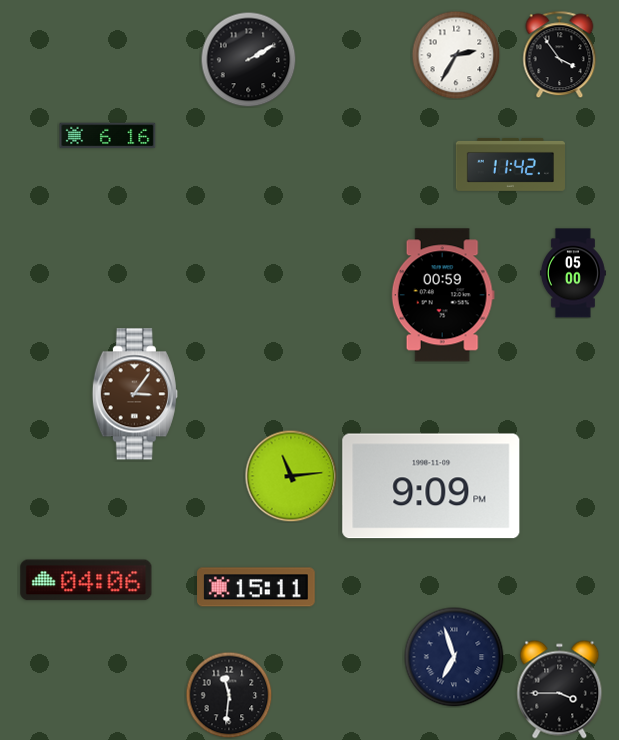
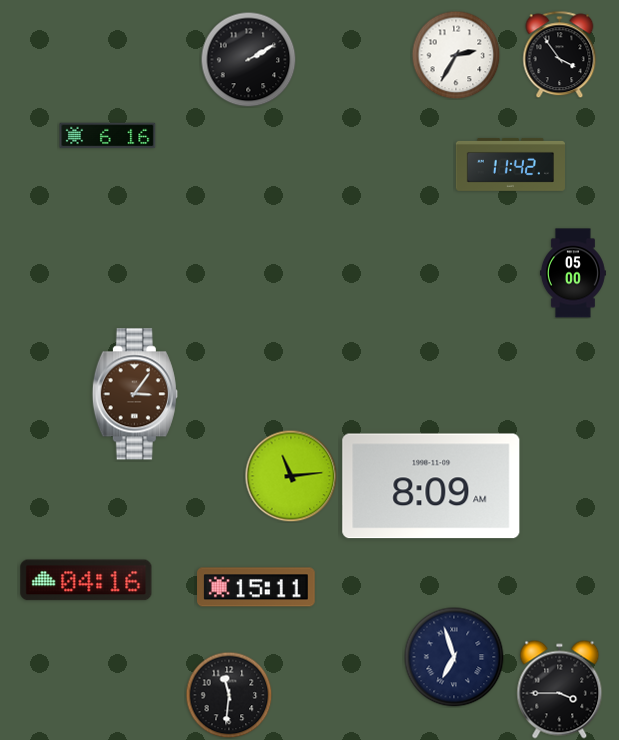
clock at (443, 295): 00:59 -> none
clock at (431, 486): 9:09 -> 8:09
clock at (86, 580): 04:06 -> 04:16
